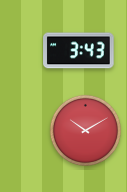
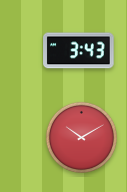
clock at (85, 130) position: (85, 130) -> (81, 137)
